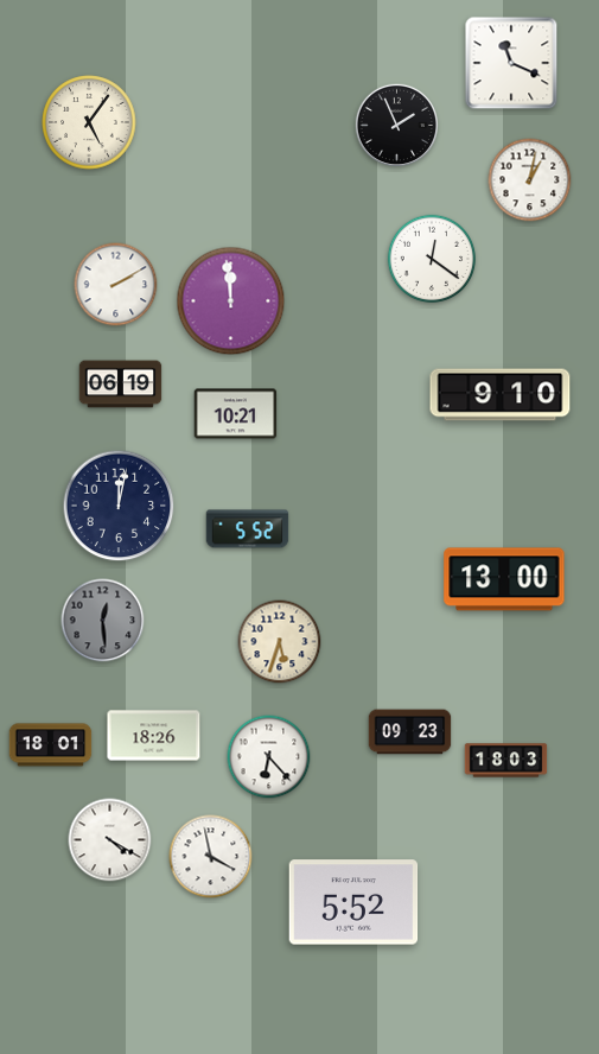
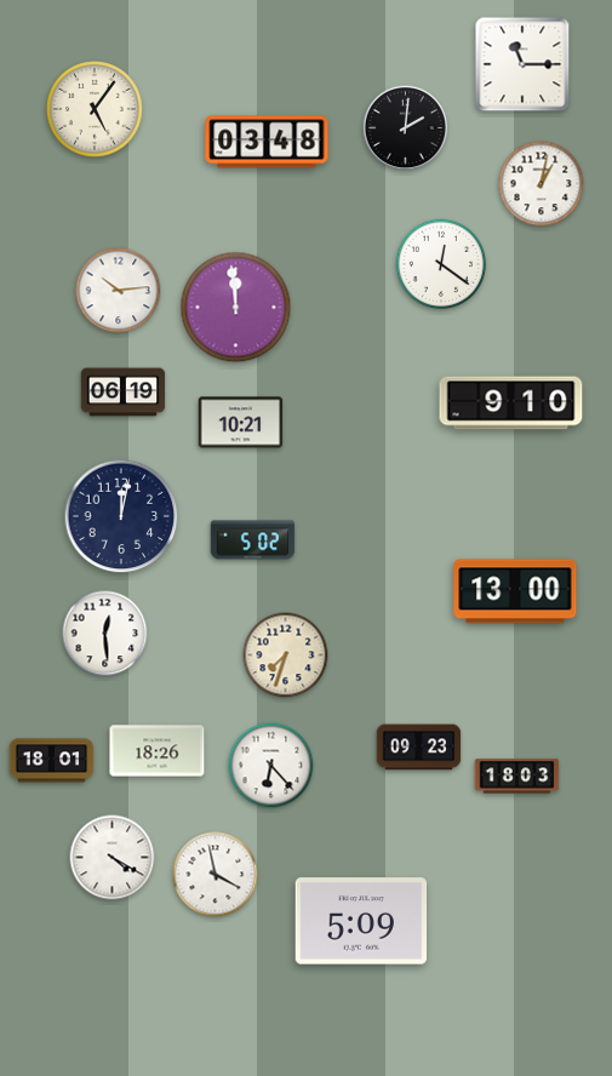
clock at (511, 63): 11:19 -> 11:15
clock at (89, 122) position: (89, 122) -> (95, 109)
clock at (397, 126): 1:56 -> 2:01
clock at (267, 142): none -> 03:48
clock at (116, 285): 2:10 -> 10:14
clock at (248, 529): 5:52 -> 5:02
clock at (103, 621) dial: grey -> white
clock at (280, 642): 5:33 -> 7:33
clock at (269, 757) position: (269, 757) -> (271, 766)
clock at (353, 902): 5:52 -> 5:09
